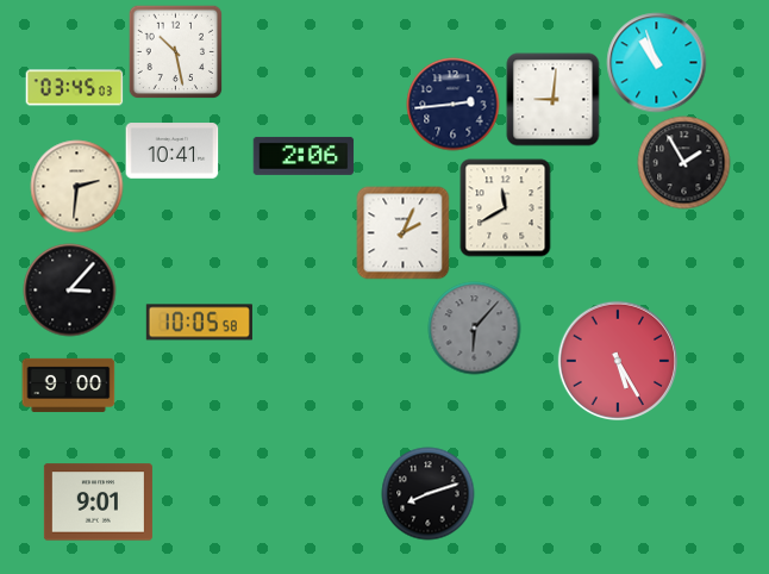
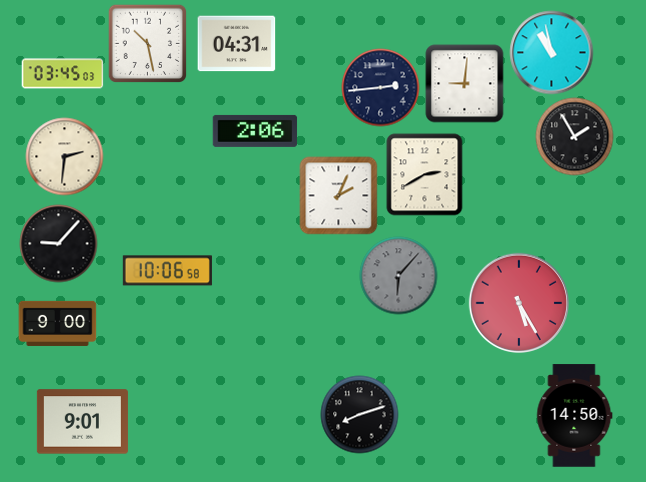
clock at (236, 44): none -> 04:31
clock at (656, 62): 10:57 -> 10:58
clock at (171, 151): 10:41 -> none
clock at (506, 207): 11:40 -> 2:40
clock at (69, 289): 3:07 -> 9:07
clock at (199, 323): 10:05 -> 10:06
clock at (575, 416): none -> 14:50
